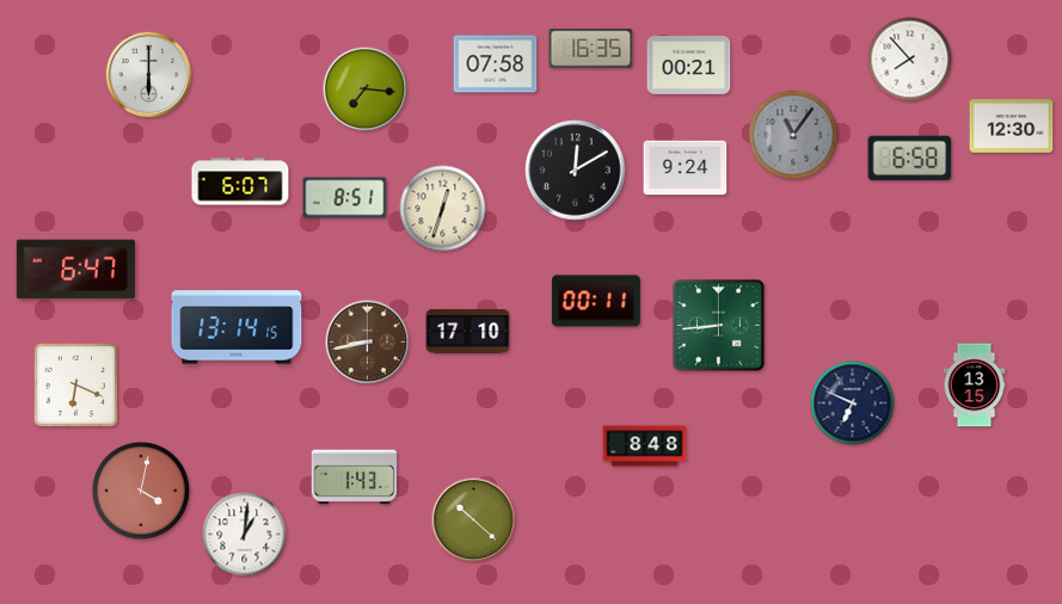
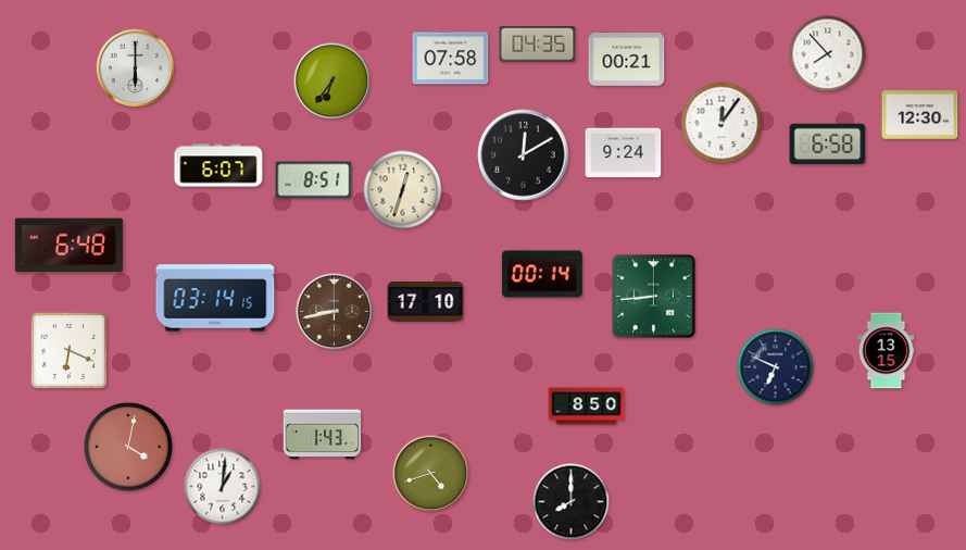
clock at (591, 49): 16:35 -> 04:35
clock at (366, 90): 7:16 -> 6:36
clock at (793, 135): 11:06 -> 12:06
clock at (793, 135) dial: grey -> white
clock at (75, 270): 6:47 -> 6:48
clock at (596, 301): 00:11 -> 00:14
clock at (237, 327): 13:14 -> 03:14
clock at (645, 446): 8:48 -> 8:50
clock at (474, 520): 10:22 -> 4:42
clock at (572, 502): none -> 8:00
